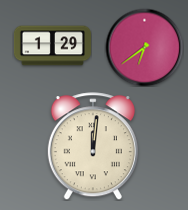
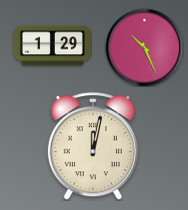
clock at (144, 47): 6:39 -> 10:26
clock at (93, 146): 12:01 -> 12:02
